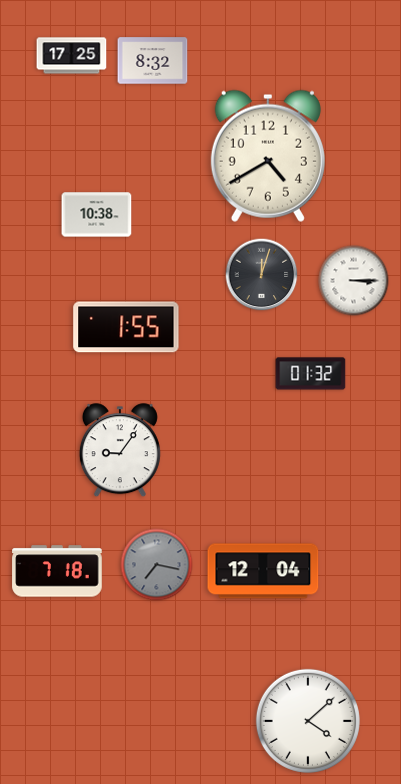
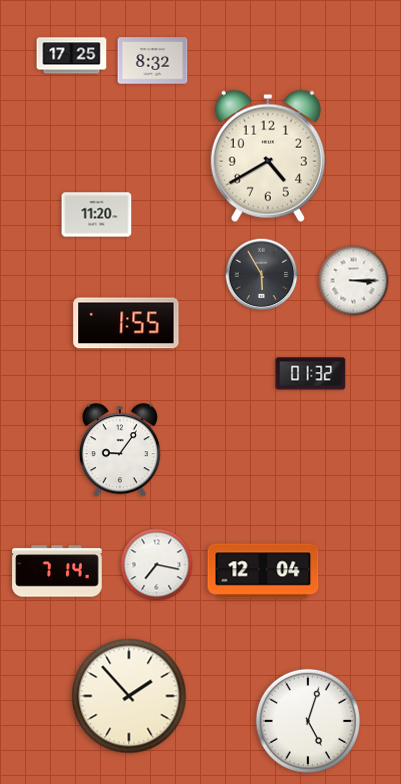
clock at (97, 215): 10:38 -> 11:20
clock at (262, 275): 12:03 -> 5:55
clock at (126, 327) position: (126, 327) -> (126, 323)
clock at (157, 565) dial: grey -> white
clock at (57, 571): 7:18 -> 7:14
clock at (129, 696): none -> 1:53
clock at (308, 721): 4:08 -> 5:03
